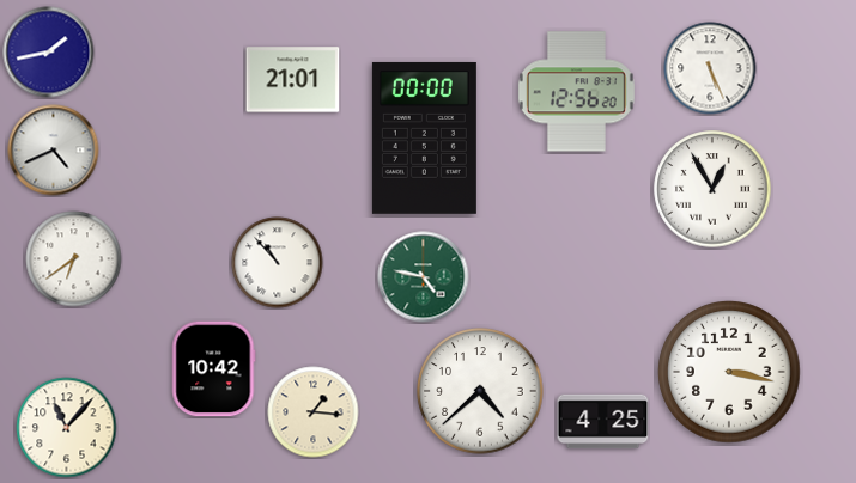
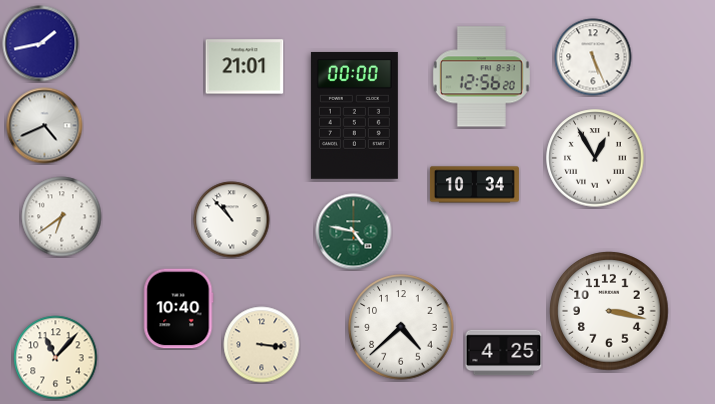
clock at (474, 185): none -> 10:34
clock at (213, 369): 10:42 -> 10:40
clock at (314, 412): 1:16 -> 3:16
